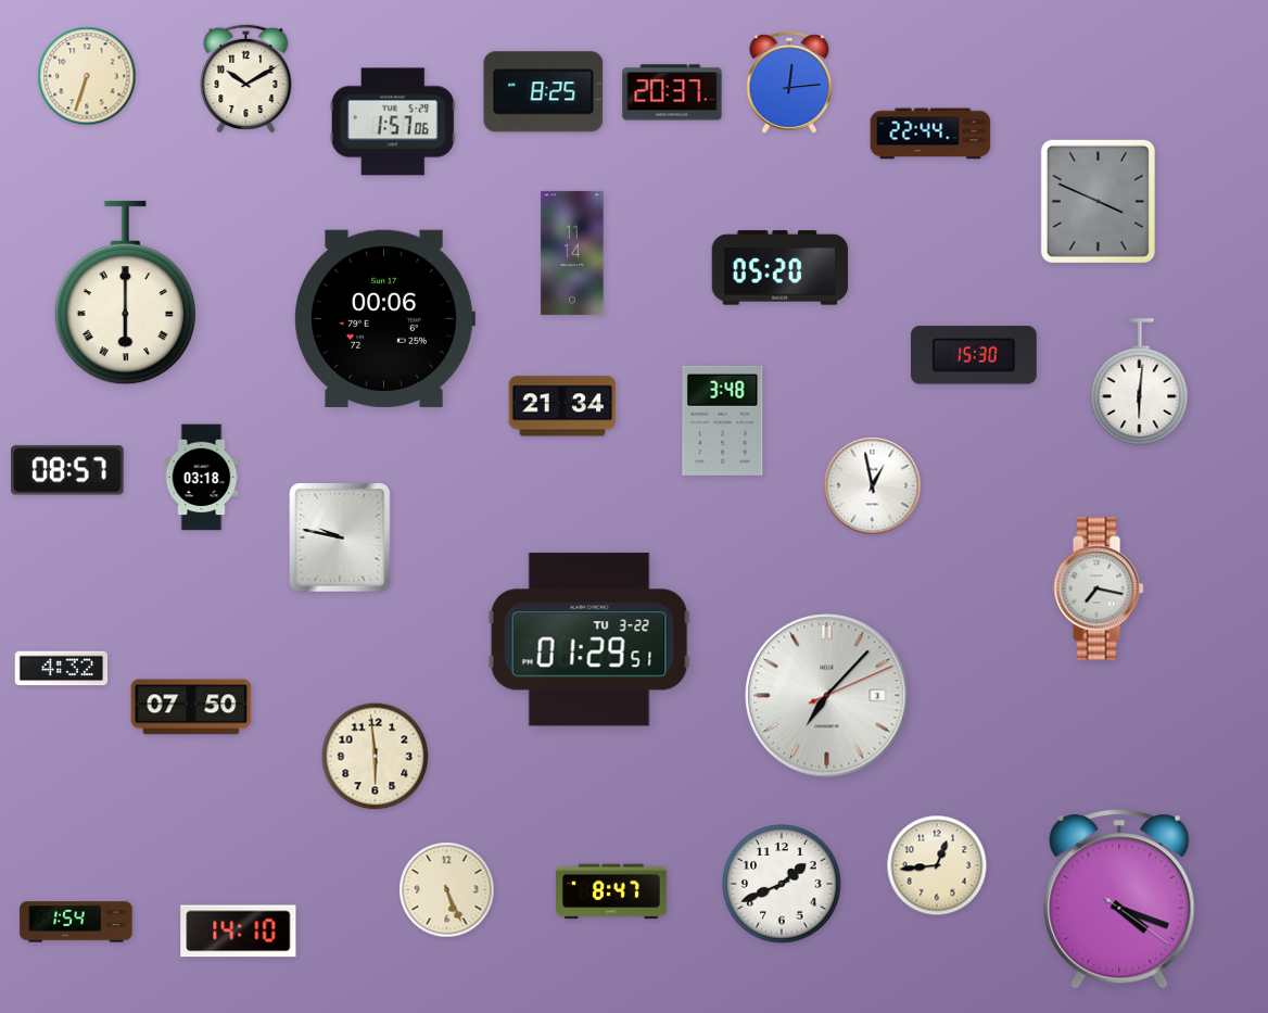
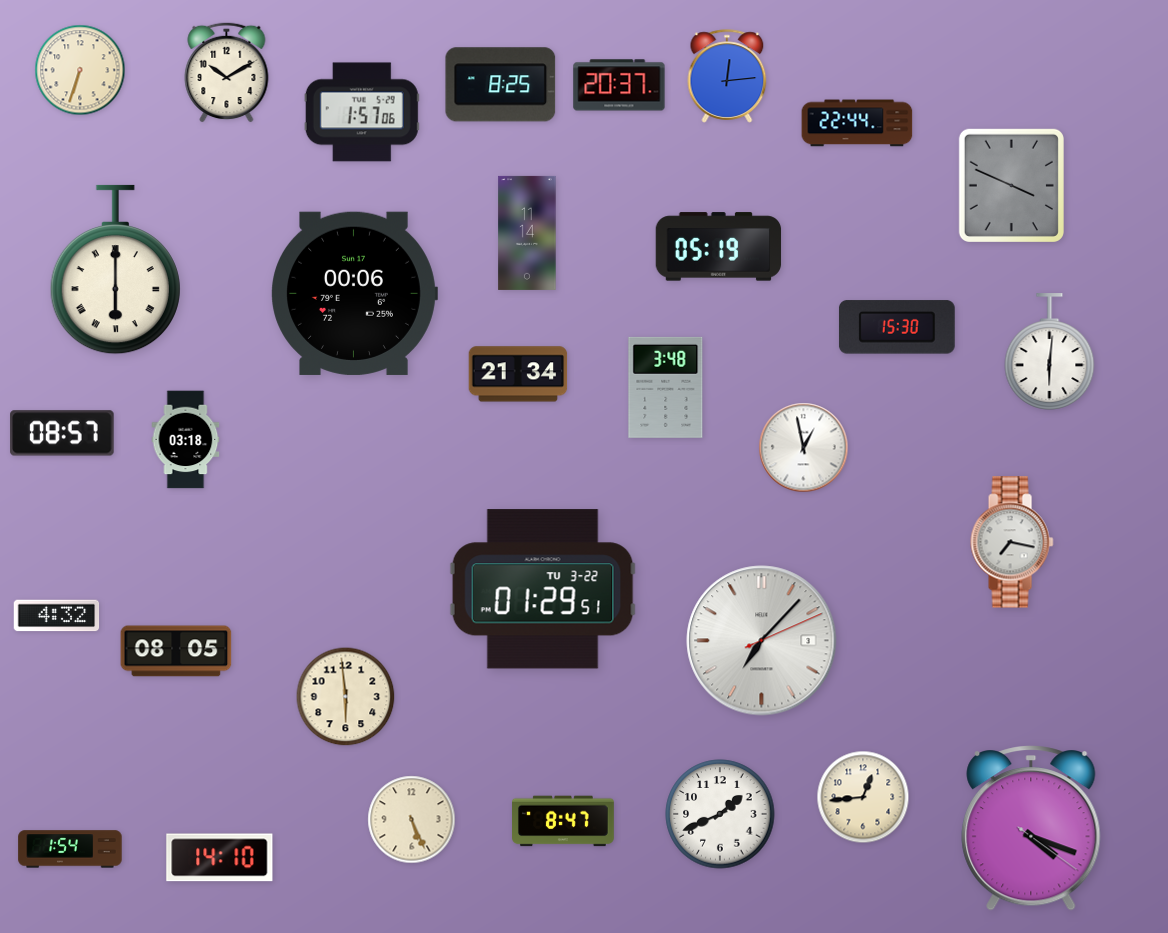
clock at (781, 268): 05:20 -> 05:19
clock at (340, 537): 9:47 -> none
clock at (191, 707): 07:50 -> 08:05
